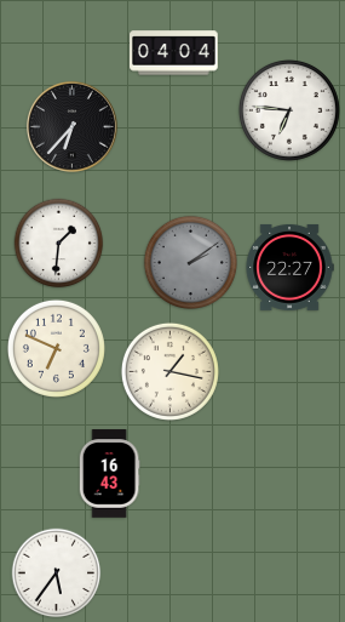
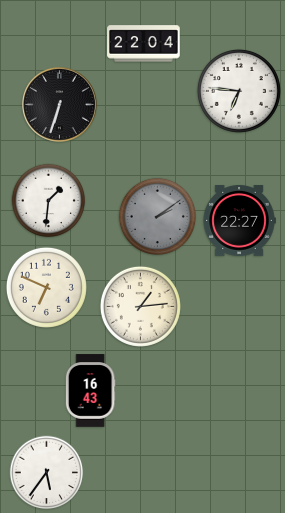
clock at (174, 53): 04:04 -> 22:04
clock at (71, 126): 6:37 -> 6:33
clock at (169, 371): 1:17 -> 1:14
